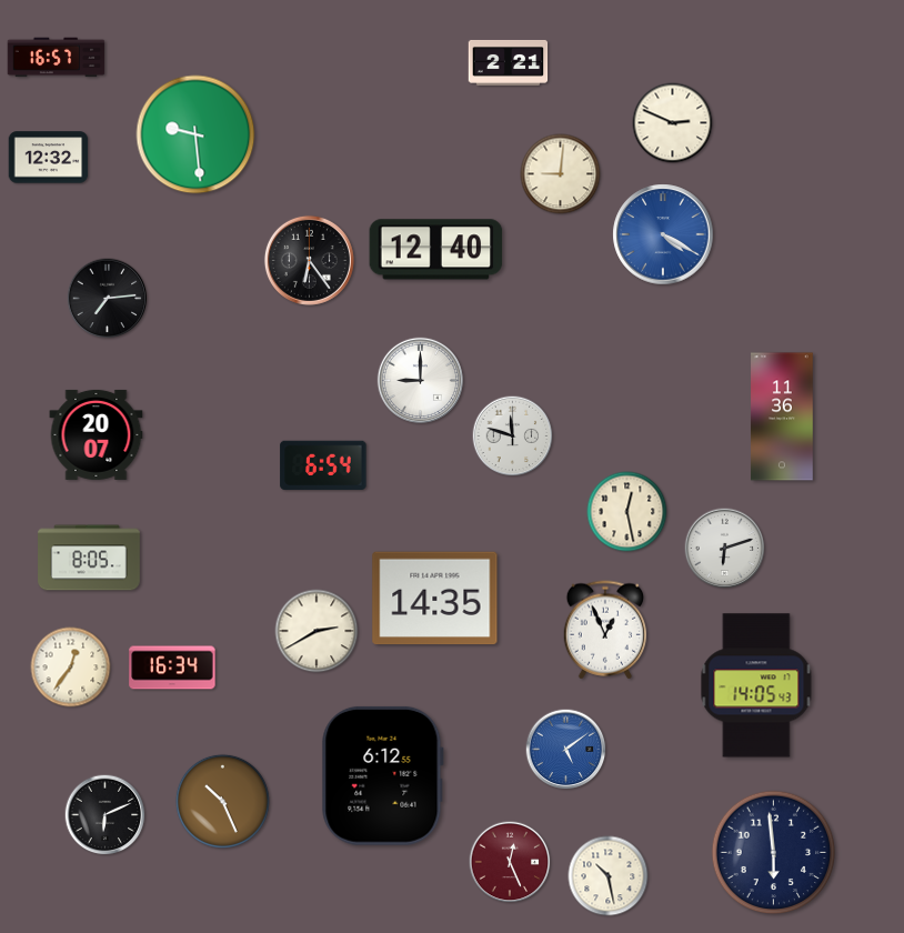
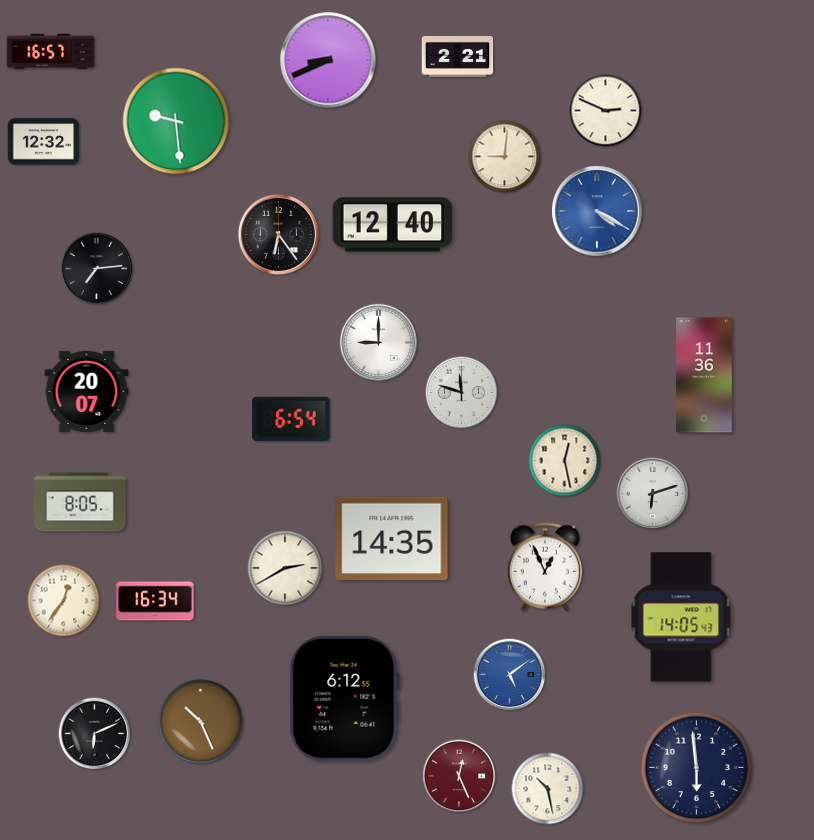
clock at (328, 60): none -> 8:41
